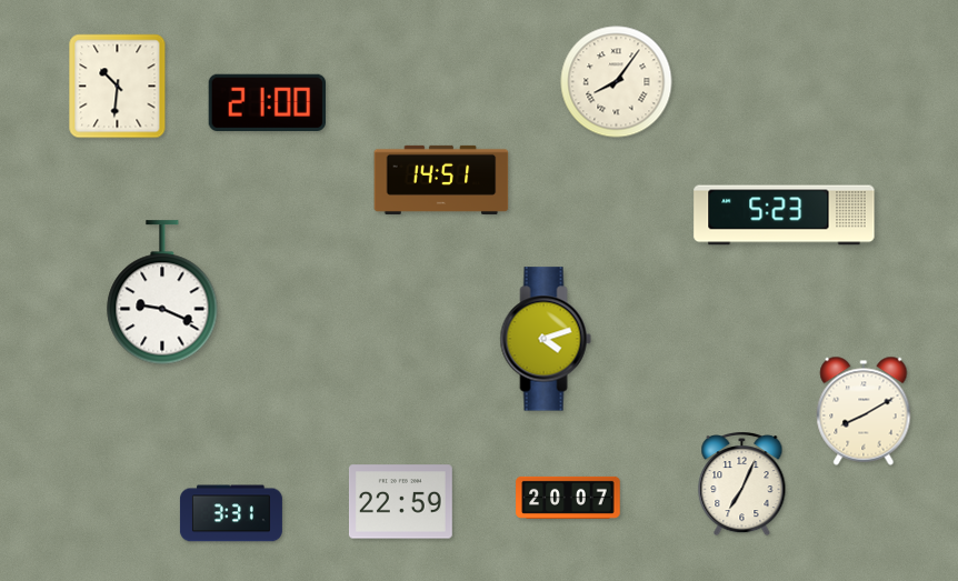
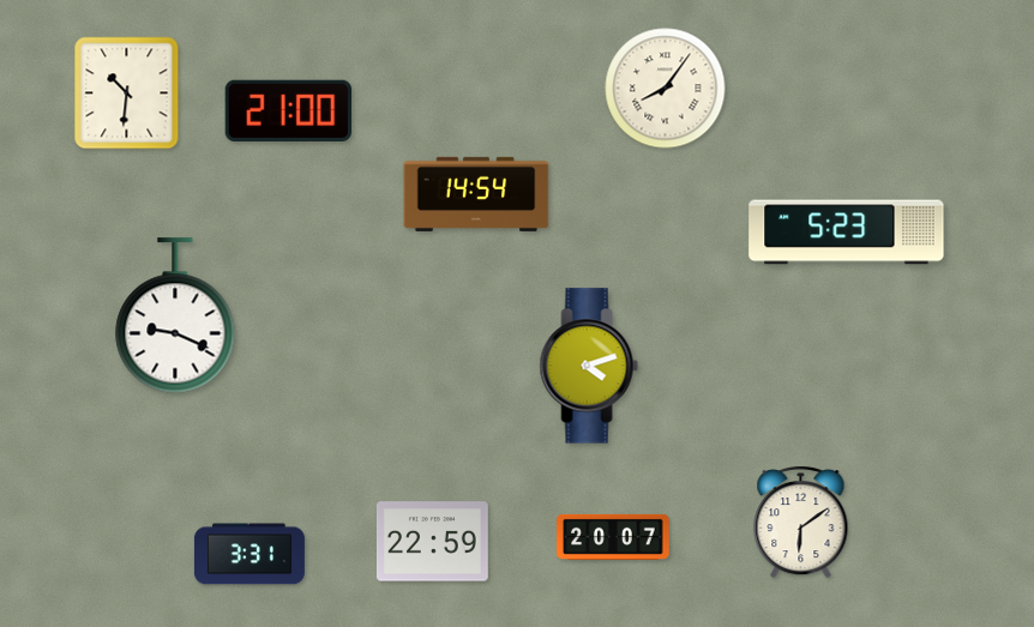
clock at (441, 180): 14:51 -> 14:54
clock at (864, 411): 8:10 -> none
clock at (742, 484): 7:04 -> 6:09
